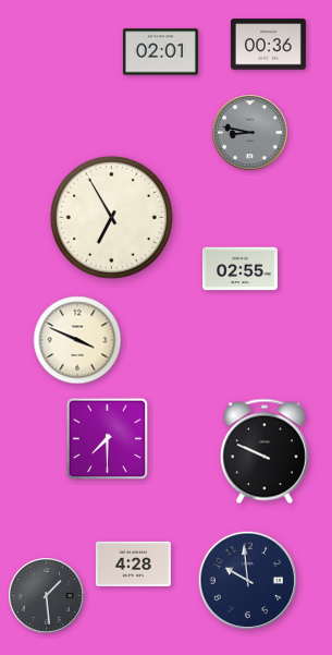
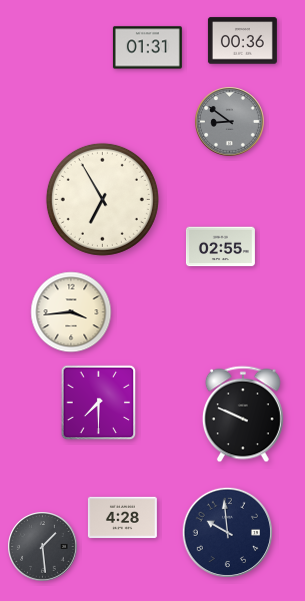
clock at (268, 45) position: (268, 45) -> (242, 41)
clock at (160, 52): 02:01 -> 01:31
clock at (250, 133): 8:47 -> 8:51
clock at (77, 340): 3:49 -> 3:44
